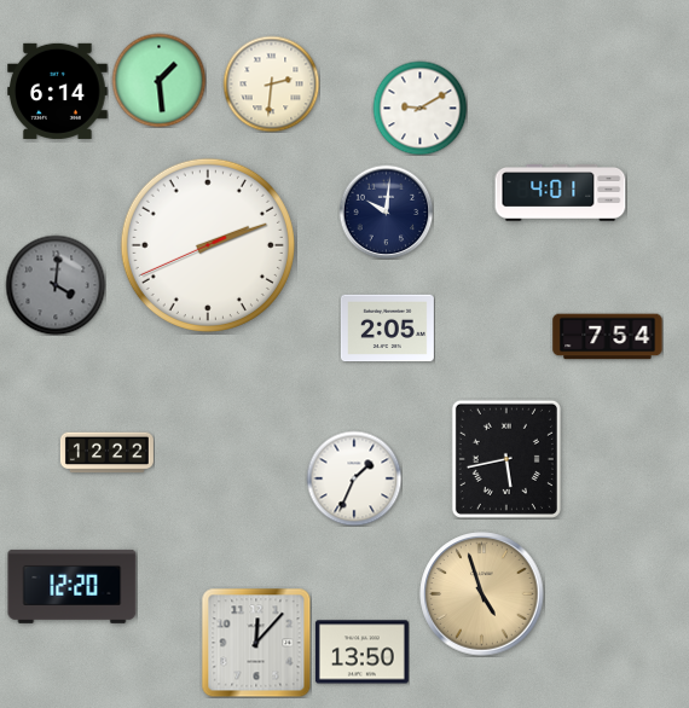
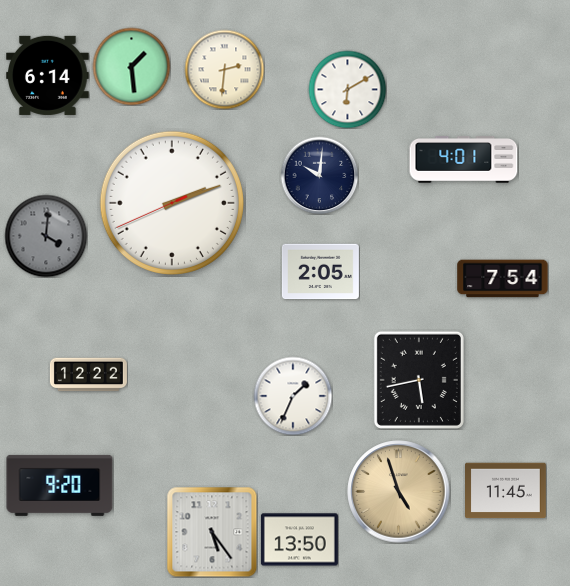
clock at (419, 108): 9:10 -> 6:10
clock at (73, 586): 12:20 -> 9:20
clock at (506, 491): none -> 11:45
clock at (256, 643): 12:07 -> 5:24
